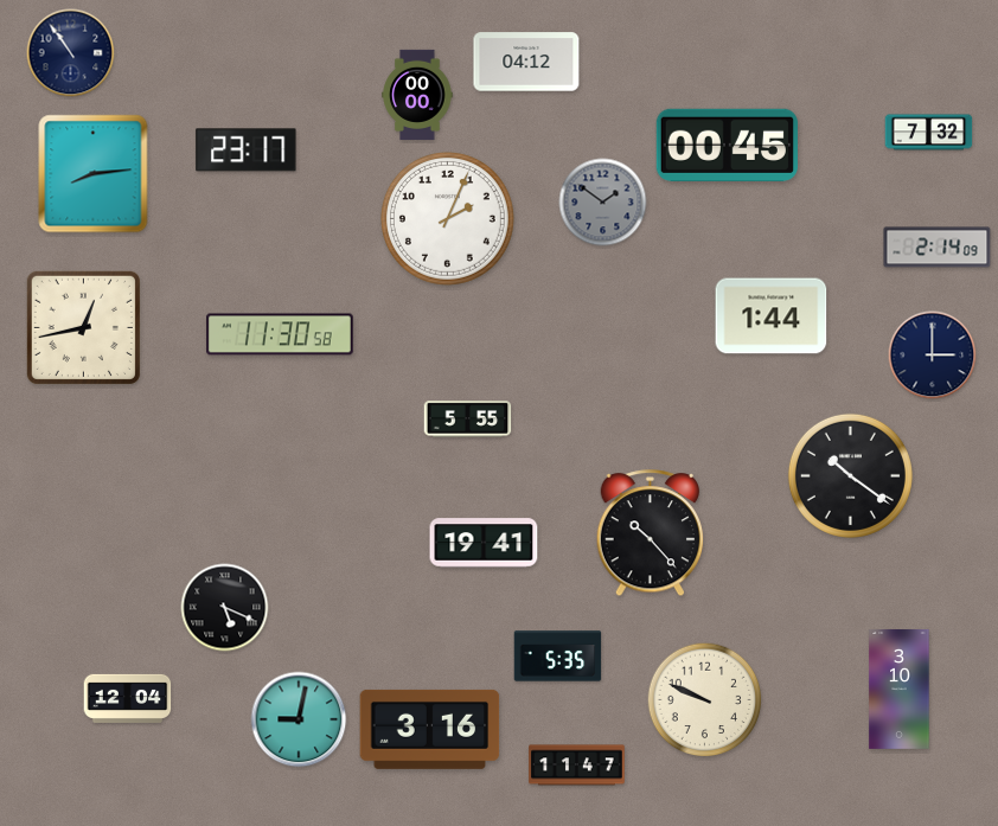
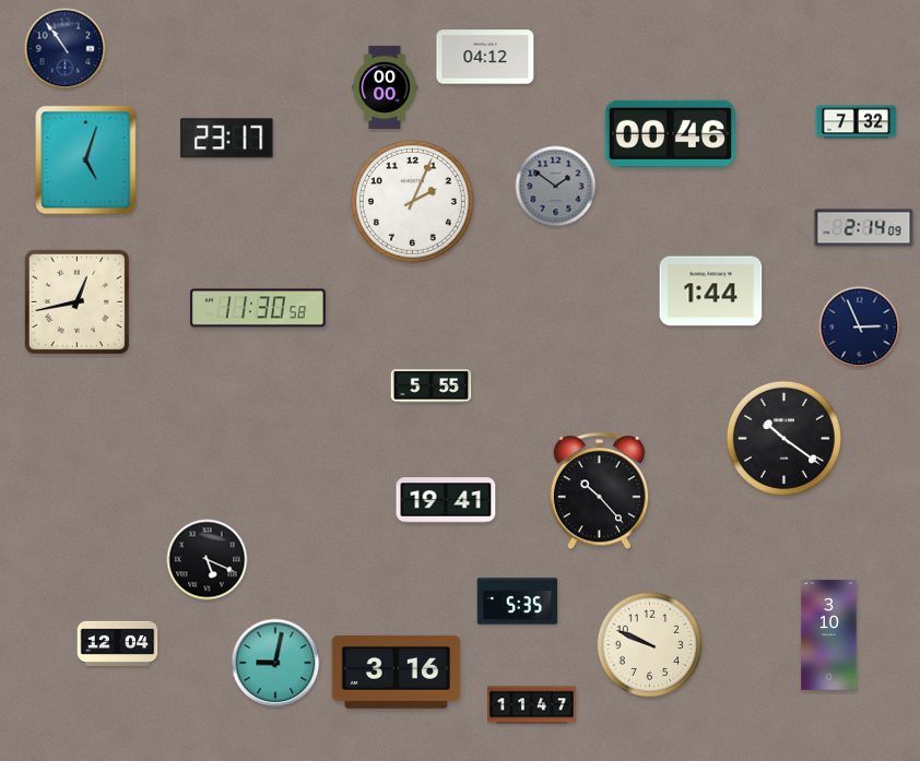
clock at (727, 145): 00:45 -> 00:46
clock at (94, 174): 8:14 -> 5:03
clock at (933, 356): 3:00 -> 2:56
clock at (558, 657) position: (558, 657) -> (518, 602)
